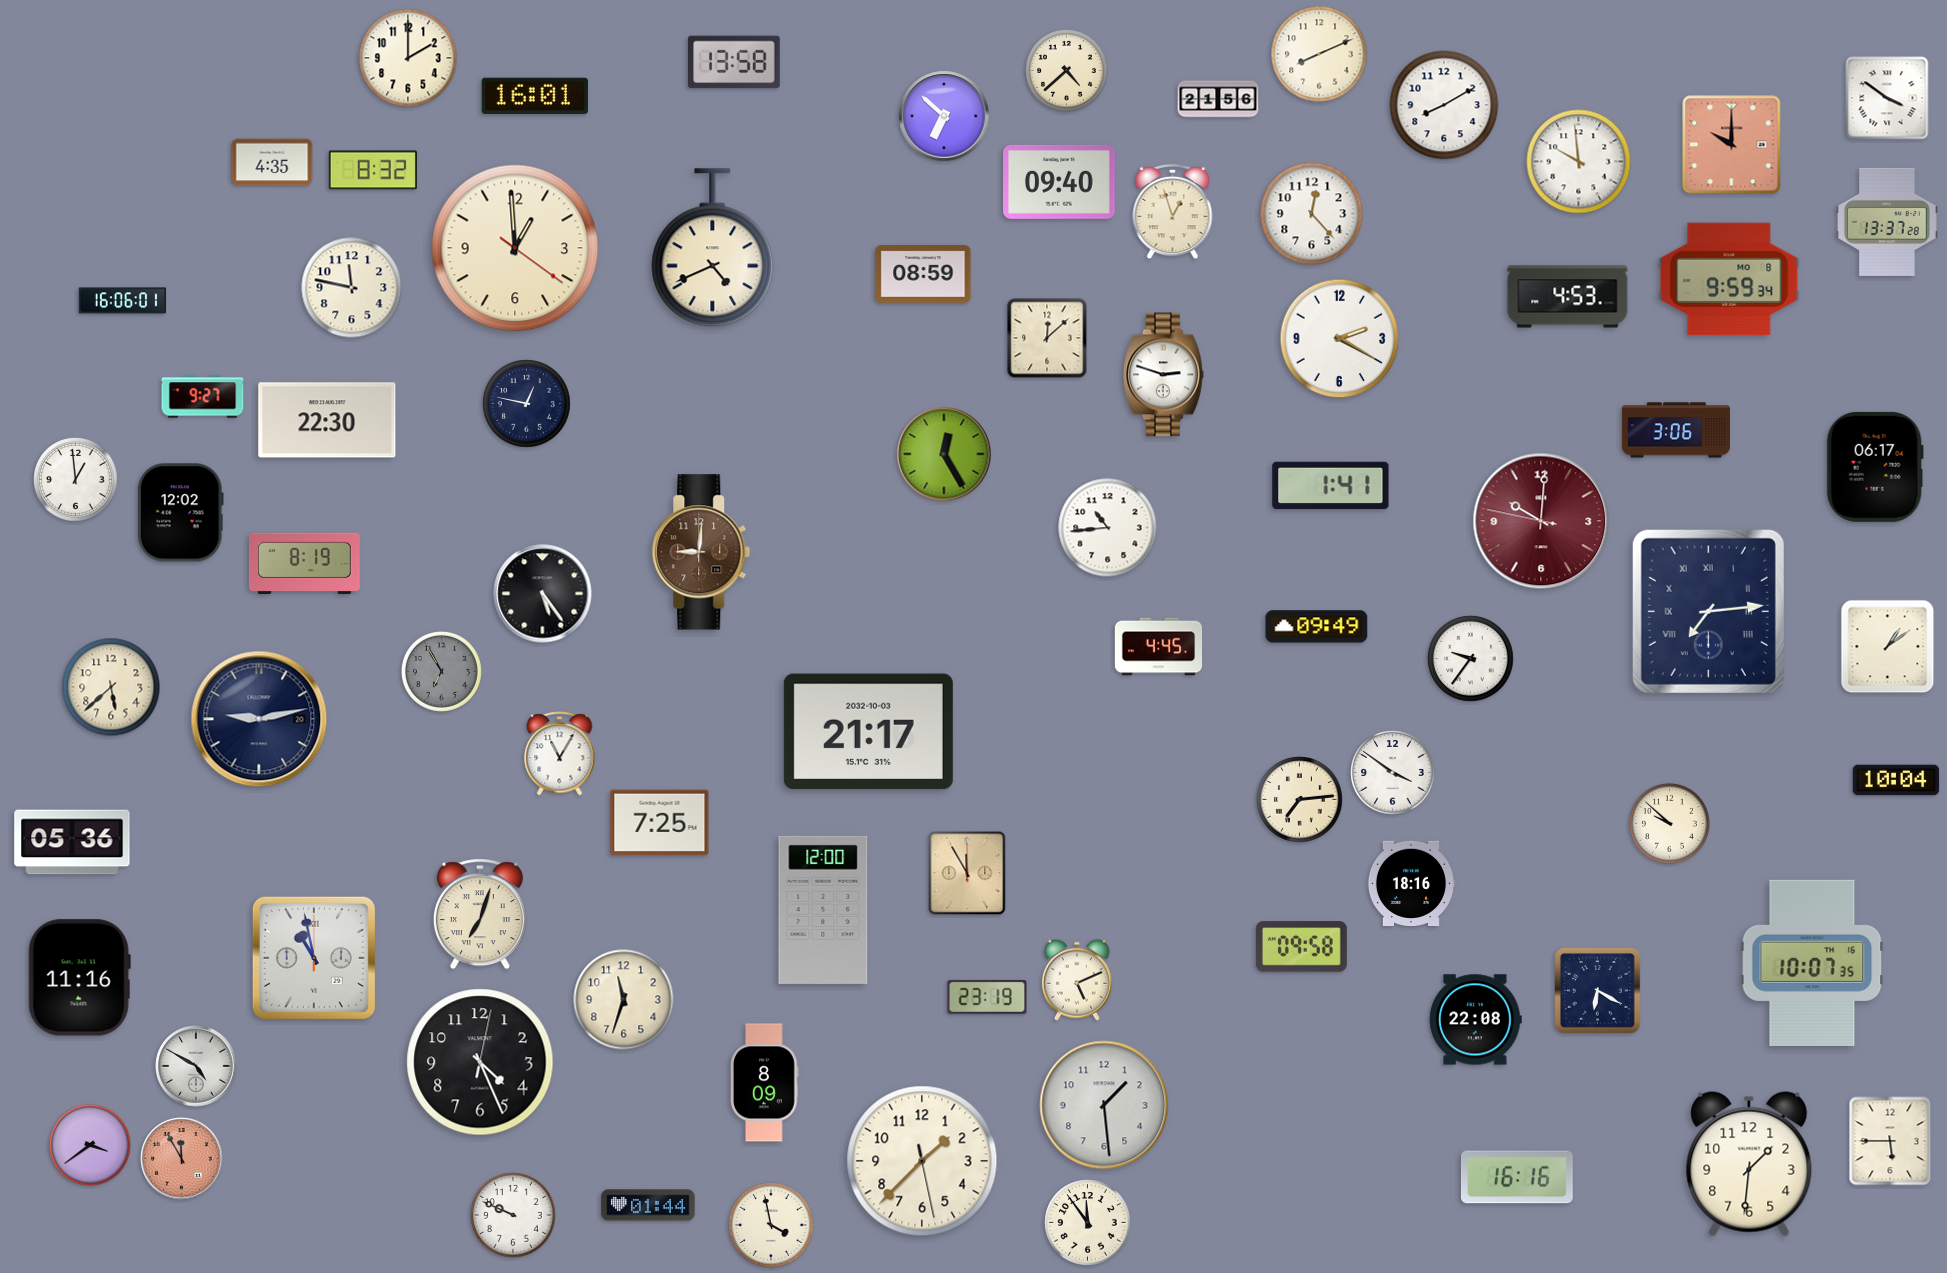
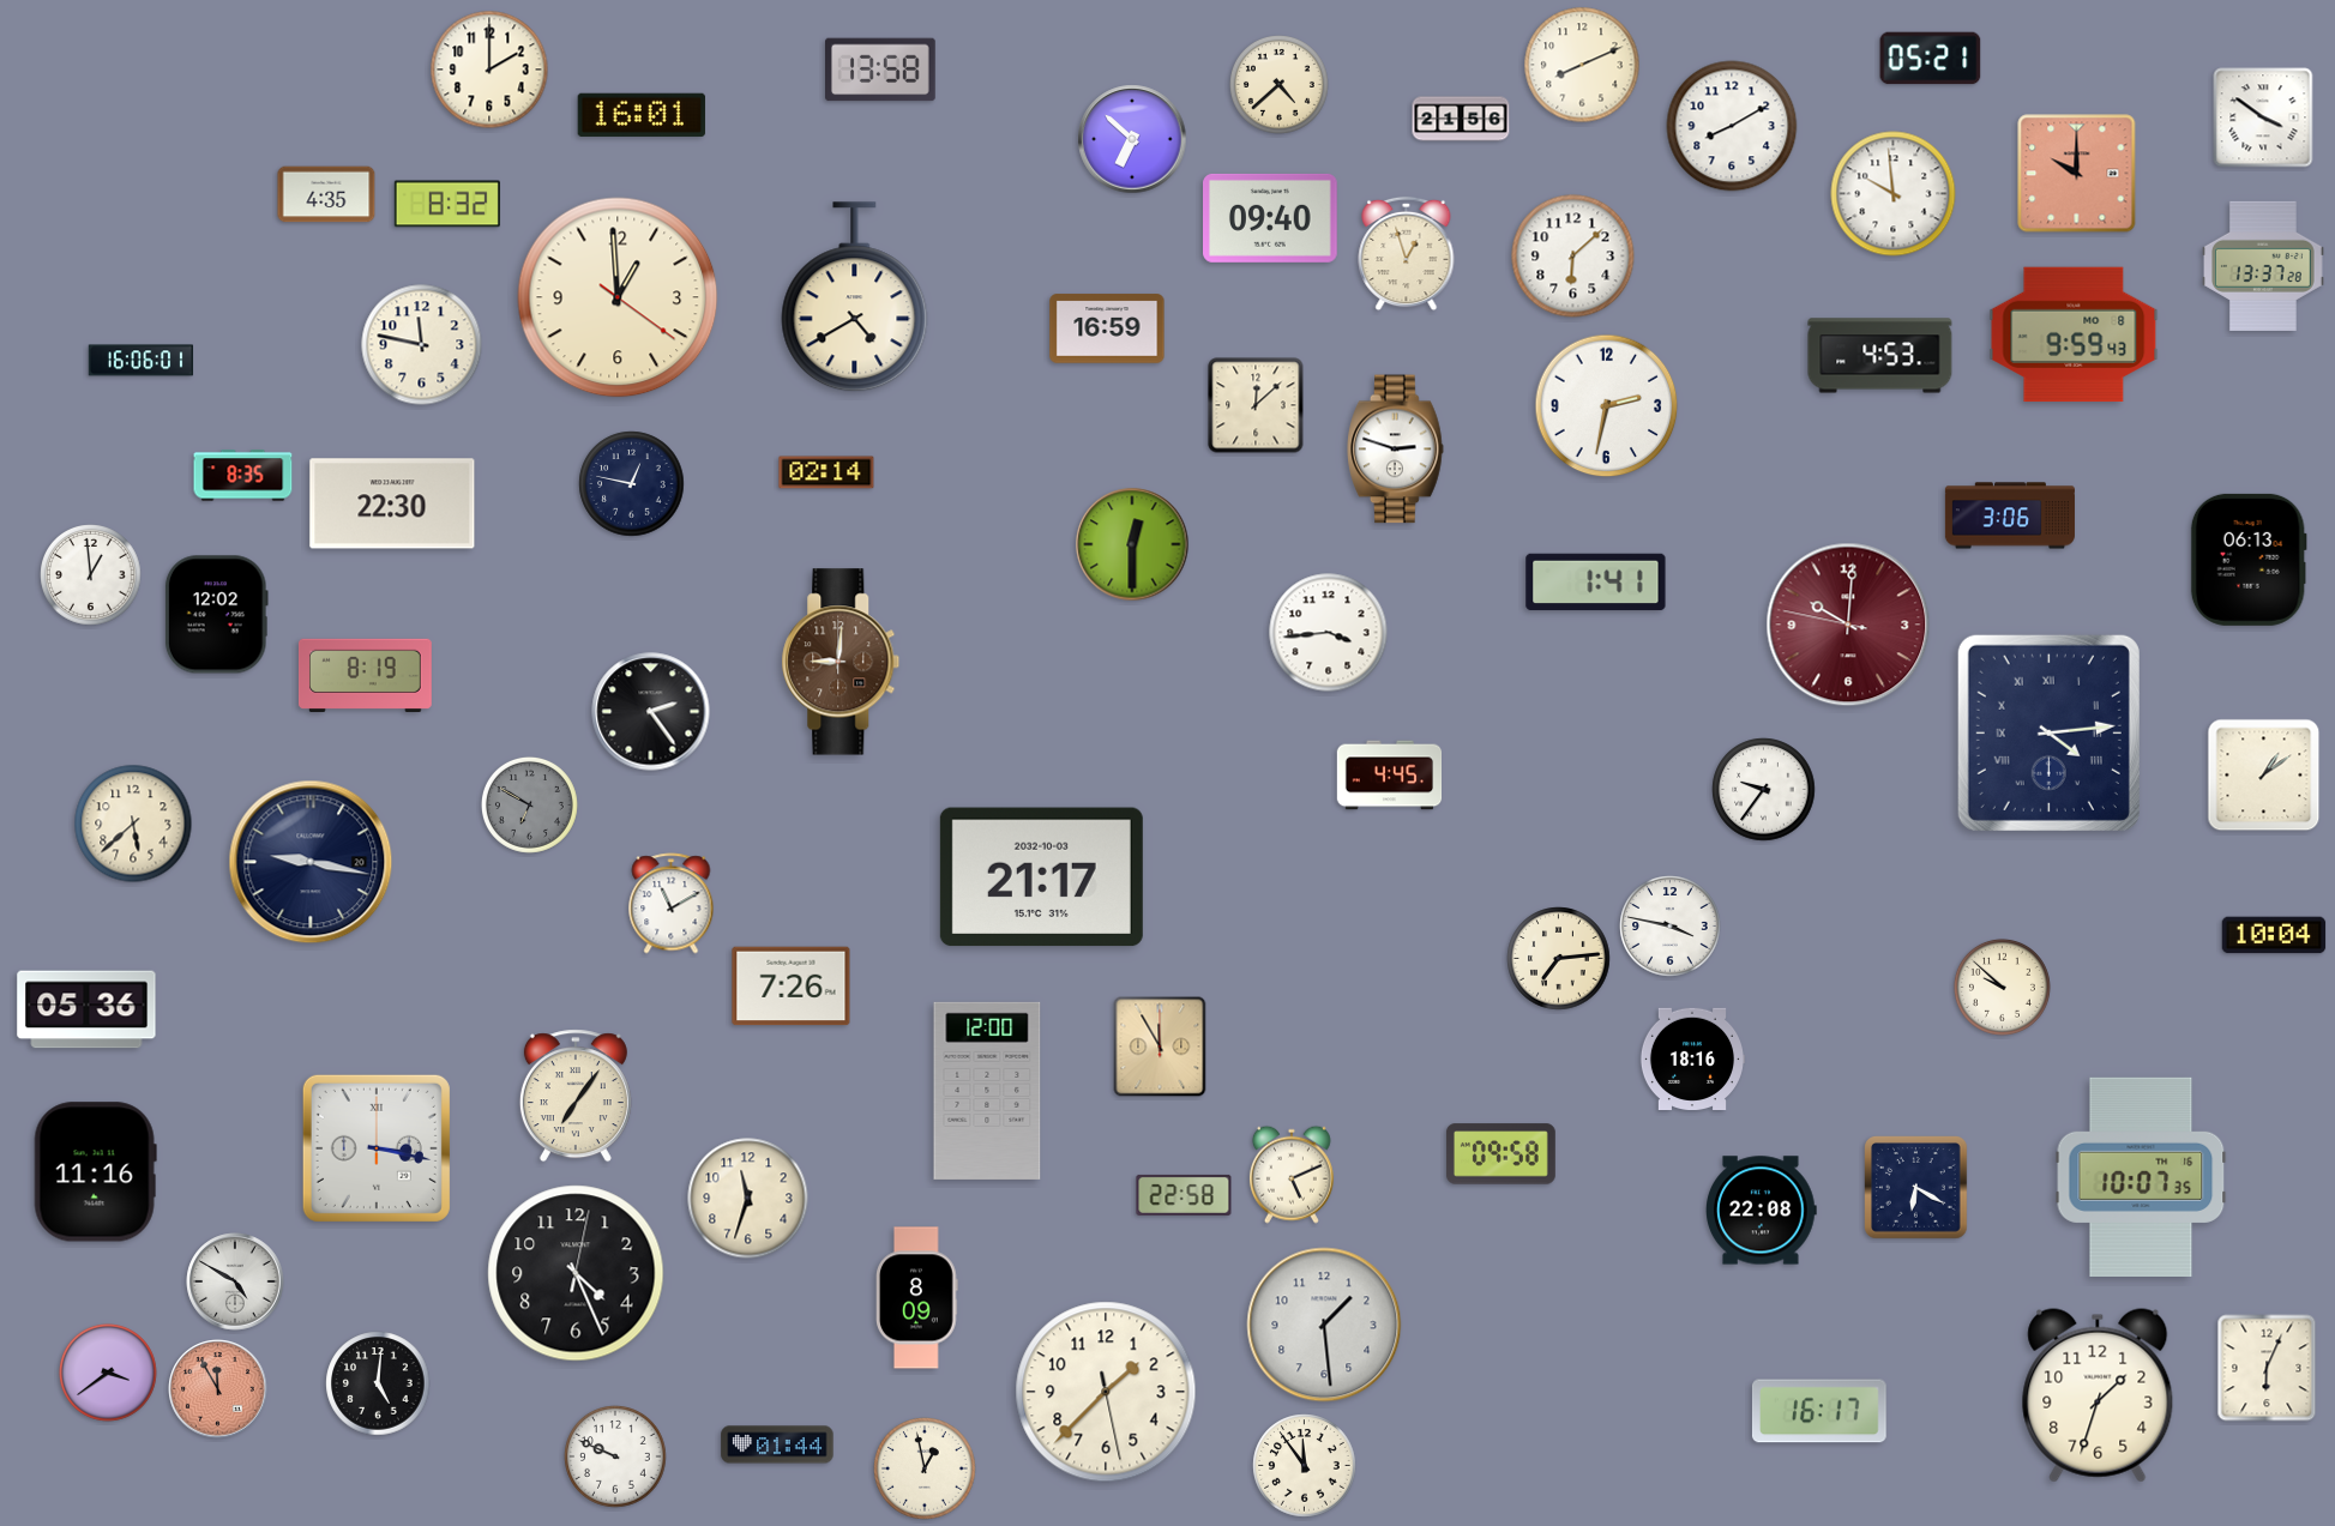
clock at (1931, 59): none -> 05:21
clock at (735, 62) position: (735, 62) -> (881, 70)
clock at (1312, 214): 12:23 -> 6:08
clock at (713, 248): 4:41 -> 4:40
clock at (923, 274): 08:59 -> 16:59
clock at (1729, 279): 9:59:34 -> 9:59:43
clock at (122, 301) position: (122, 301) -> (140, 361)
clock at (1340, 339): 2:20 -> 2:32
clock at (826, 472): none -> 02:14
clock at (203, 397): 9:27 -> 8:35
clock at (944, 454): 12:25 -> 12:30
clock at (1875, 467): 06:17 -> 06:13
clock at (1108, 528): 10:44 -> 3:44
clock at (543, 594): 5:24 -> 2:24
clock at (1708, 611): 7:14 -> 4:14
clock at (1317, 627): 09:49 -> none
clock at (441, 671): 6:55 -> 6:50
clock at (259, 719): 9:13 -> 9:17
clock at (560, 754): 11:05 -> 11:10
clock at (1393, 773): 3:51 -> 3:47
clock at (660, 823): 7:25 -> 7:26
clock at (480, 914): 7:03 -> 7:06
clock at (1301, 947) position: (1301, 947) -> (1500, 1154)
clock at (314, 958): 10:58 -> 3:17
clock at (1812, 962) position: (1812, 962) -> (2141, 1176)
clock at (987, 997): 23:19 -> 22:58
clock at (1476, 1020) position: (1476, 1020) -> (1762, 1211)
clock at (196, 1066) position: (196, 1066) -> (235, 1281)
clock at (1890, 1141): 5:45 -> 6:04
clock at (378, 1383): none -> 5:01
clock at (1749, 1164): 1:31 -> 1:33
clock at (1517, 1177): 16:16 -> 16:17
clock at (771, 1225): 3:58 -> 12:58
